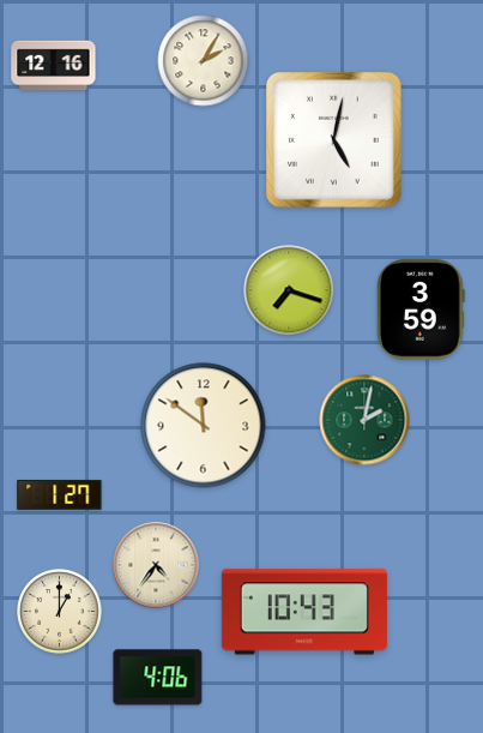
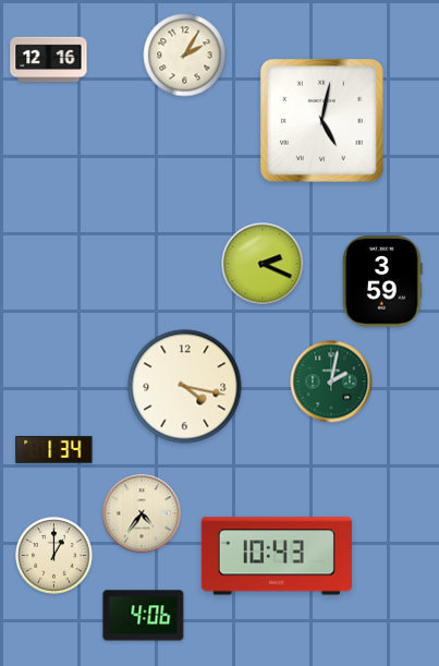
clock at (334, 140) position: (334, 140) -> (322, 121)
clock at (289, 290): 7:18 -> 2:19
clock at (204, 426): 11:51 -> 4:17
clock at (60, 494): 1:27 -> 1:34
